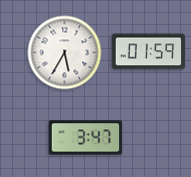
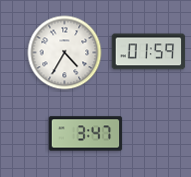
clock at (65, 53): 5:35 -> 4:35
clock at (86, 138) position: (86, 138) -> (86, 134)
